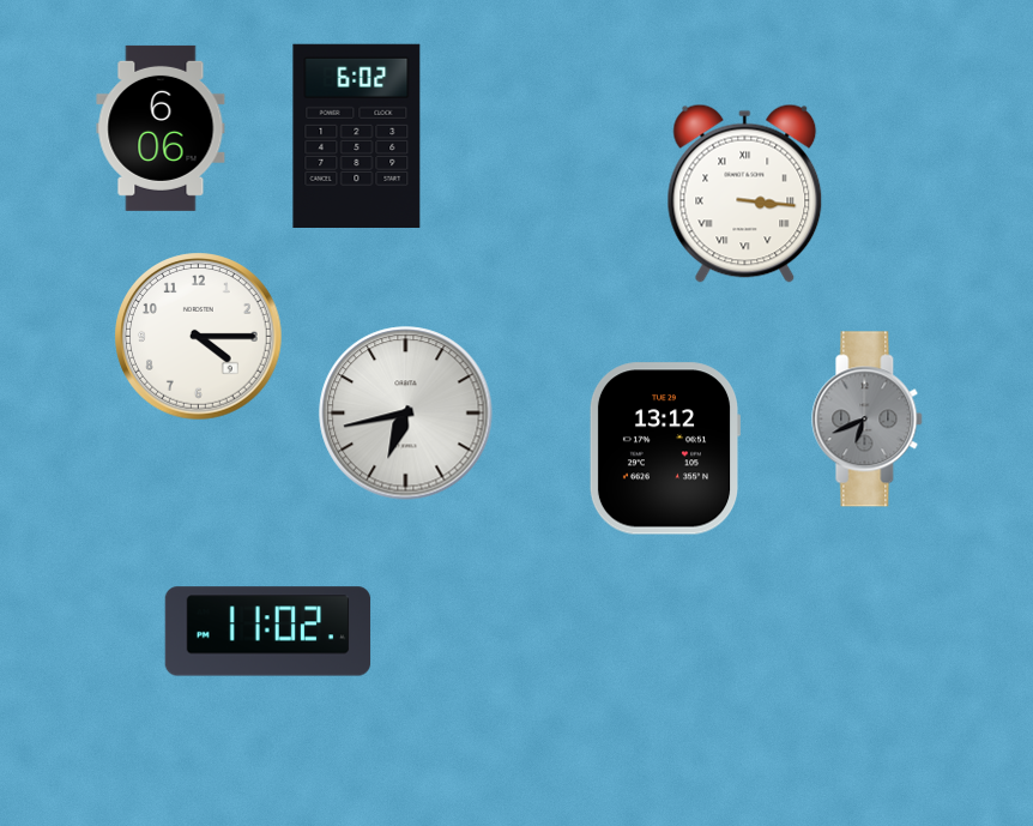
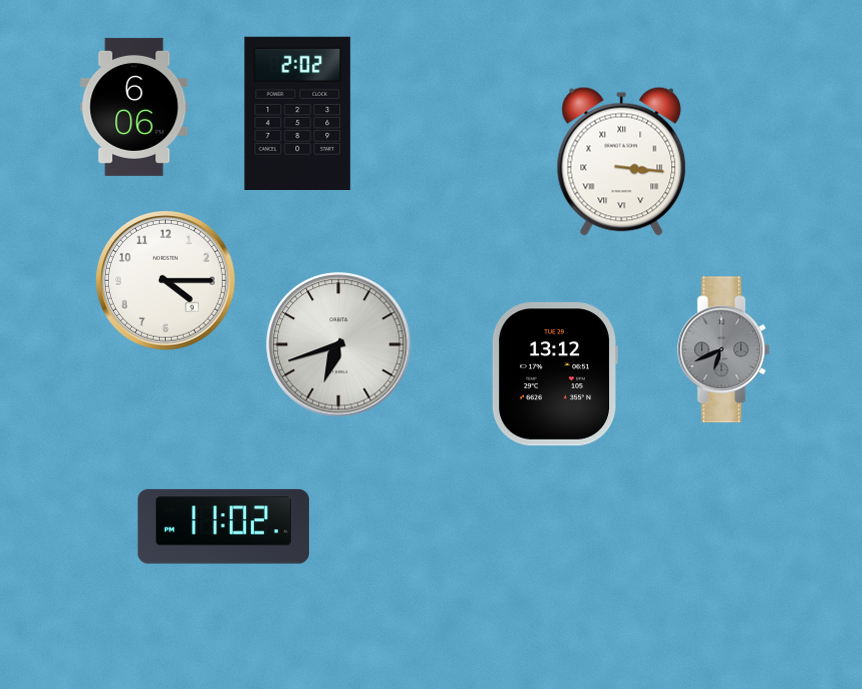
clock at (357, 135): 6:02 -> 2:02
clock at (406, 414): 6:43 -> 6:42
